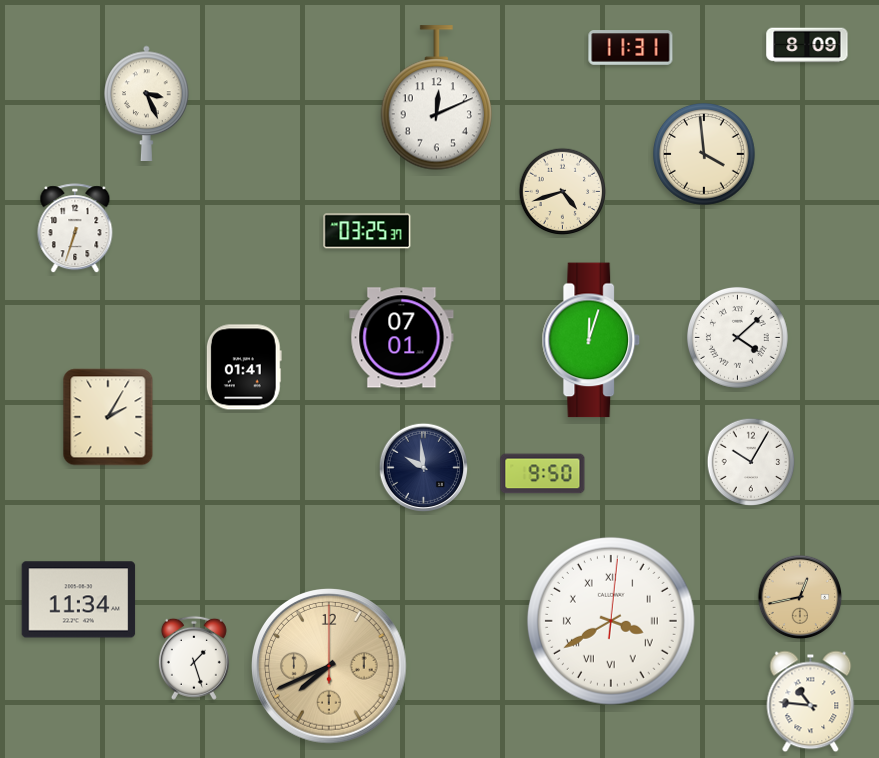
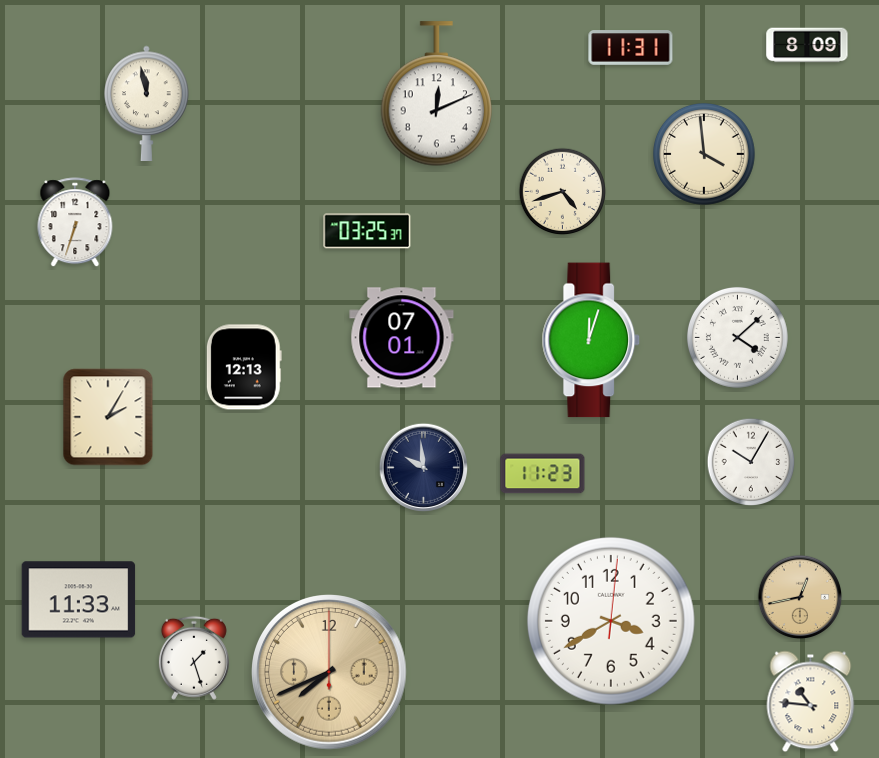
clock at (436, 98) position: (436, 98) -> (436, 94)
clock at (147, 103): 3:26 -> 11:58
clock at (75, 229) position: (75, 229) -> (75, 223)
clock at (244, 367): 01:41 -> 12:13
clock at (543, 474): 9:50 -> 11:23
clock at (79, 600): 11:34 -> 11:33
clock at (611, 621) numerals: Roman -> Arabic
clock at (329, 666) position: (329, 666) -> (329, 672)
